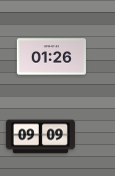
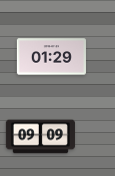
clock at (51, 57): 01:26 -> 01:29
